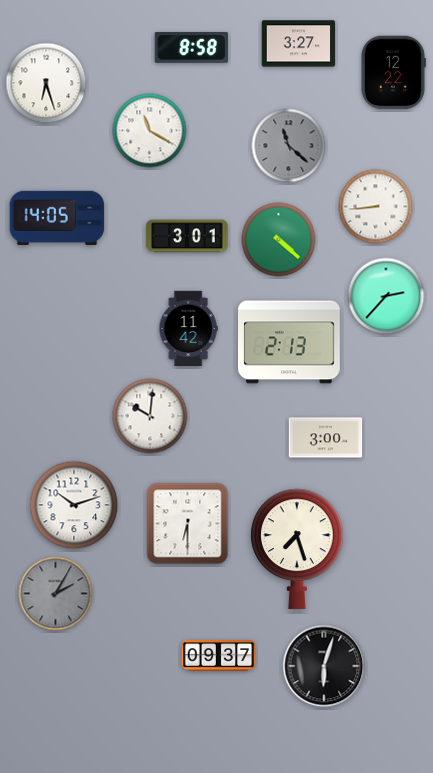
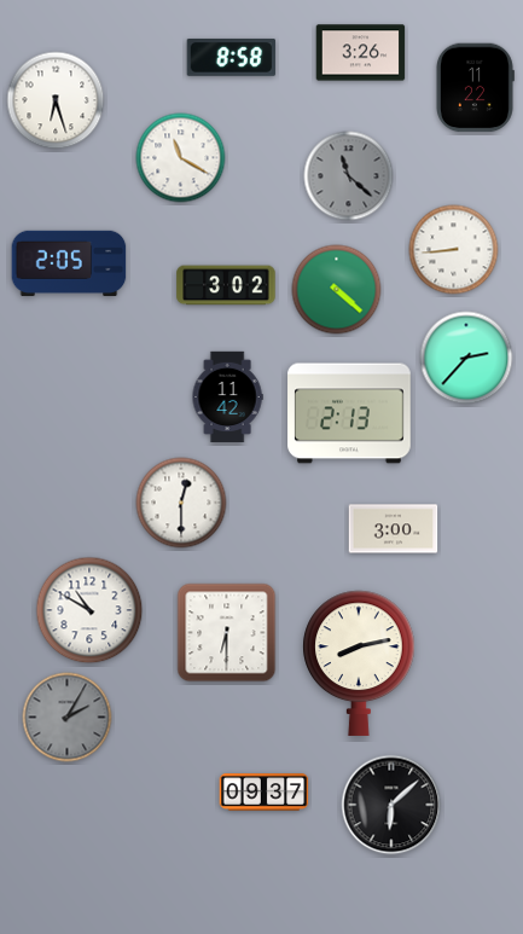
clock at (299, 44): 3:27 -> 3:26
clock at (394, 73): 12:22 -> 11:22
clock at (57, 218): 14:05 -> 2:05
clock at (187, 236): 3:01 -> 3:02
clock at (150, 416): 10:01 -> 12:30
clock at (74, 505): 10:12 -> 10:50
clock at (297, 549): 7:27 -> 8:13
clock at (324, 666): 6:03 -> 6:08
